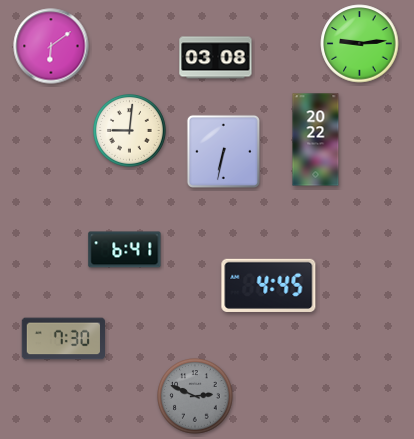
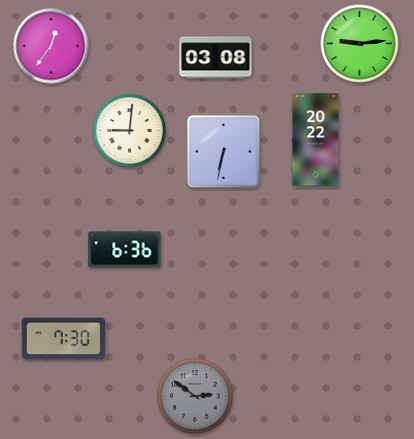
clock at (51, 46): 6:09 -> 12:36
clock at (125, 250): 6:41 -> 6:36
clock at (269, 285): 4:45 -> none
clock at (195, 396): 2:49 -> 2:51
